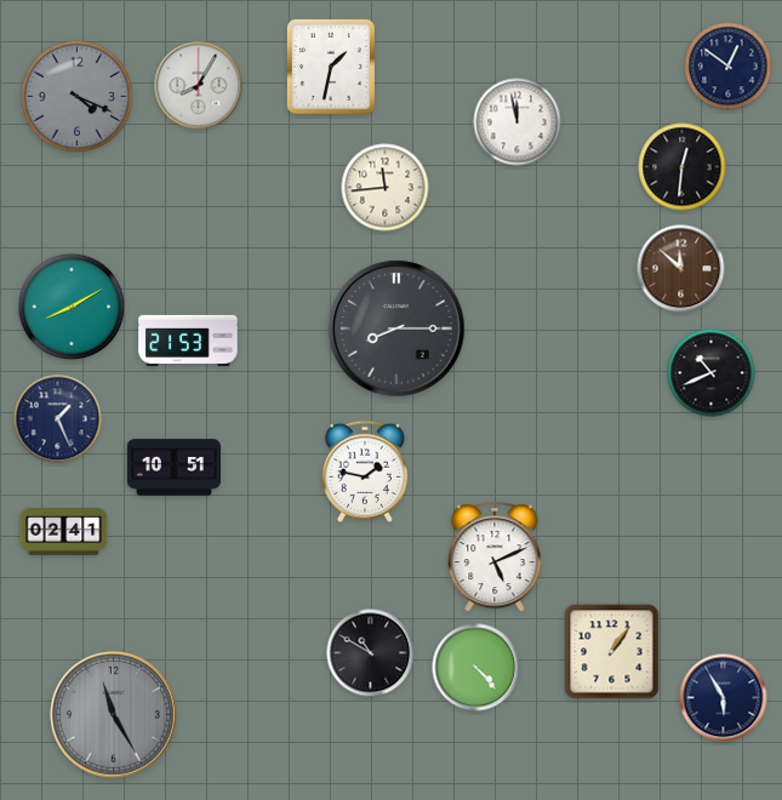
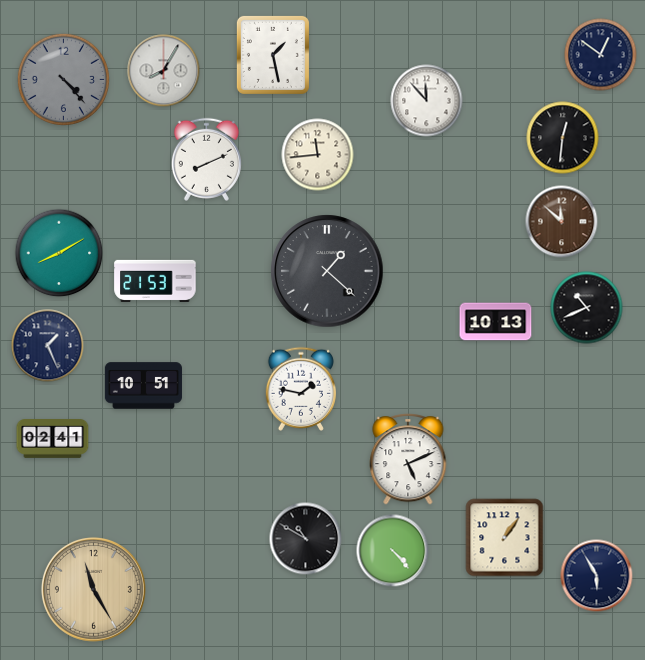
clock at (331, 67): 1:32 -> 1:28
clock at (76, 96): 4:19 -> 4:23
clock at (518, 122): 11:58 -> 11:53
clock at (206, 159): none -> 8:11
clock at (396, 328): 8:15 -> 1:22
clock at (496, 322): none -> 10:13
clock at (113, 714) dial: grey -> champagne
